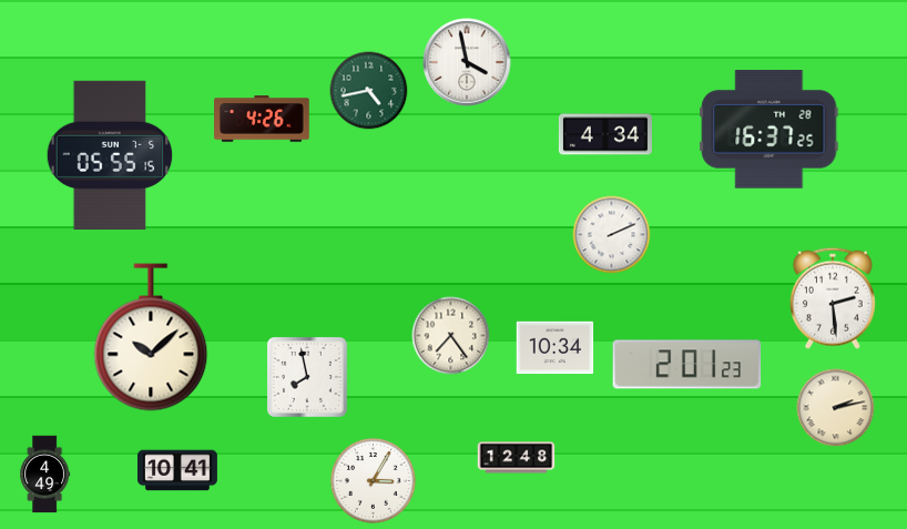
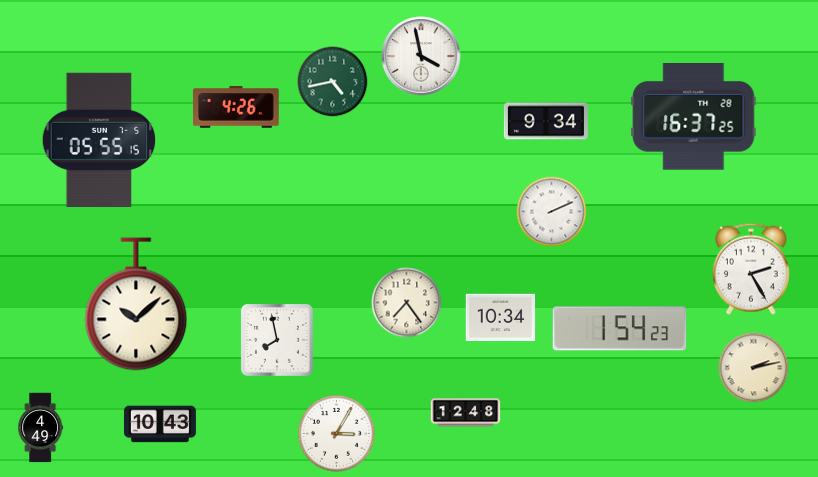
clock at (605, 134): 4:34 -> 9:34
clock at (833, 298): 2:29 -> 2:25
clock at (556, 348) position: (556, 348) -> (501, 318)
clock at (687, 365): 2:01 -> 1:54
clock at (177, 470): 10:41 -> 10:43
